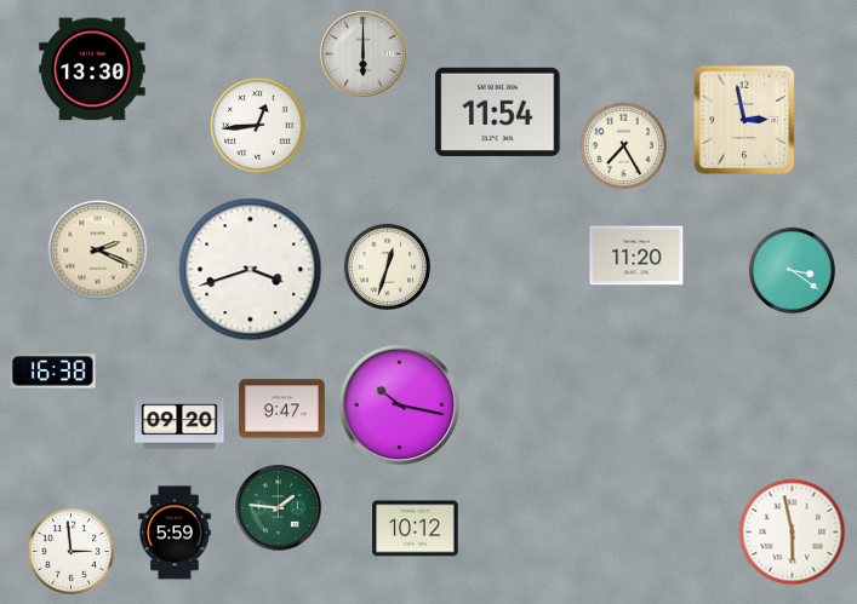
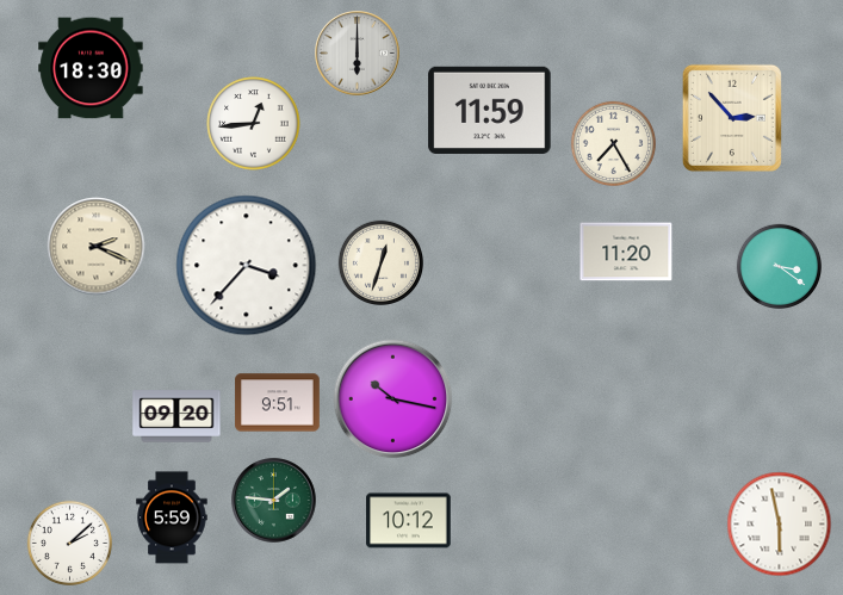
clock at (92, 69): 13:30 -> 18:30
clock at (498, 111): 11:54 -> 11:59
clock at (744, 120): 2:58 -> 2:53
clock at (251, 270): 3:42 -> 3:37
clock at (53, 372): 16:38 -> none
clock at (282, 409): 9:47 -> 9:51
clock at (175, 533) position: (175, 533) -> (172, 517)
clock at (70, 551): 2:59 -> 2:08
